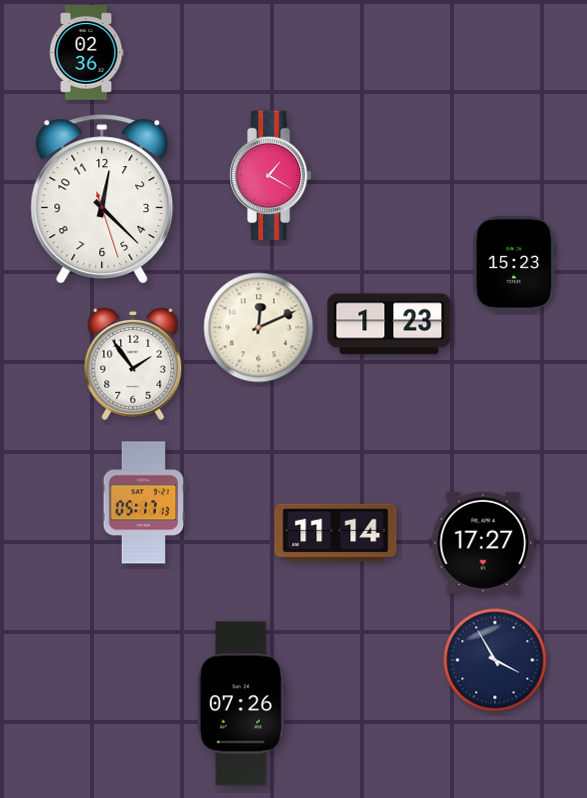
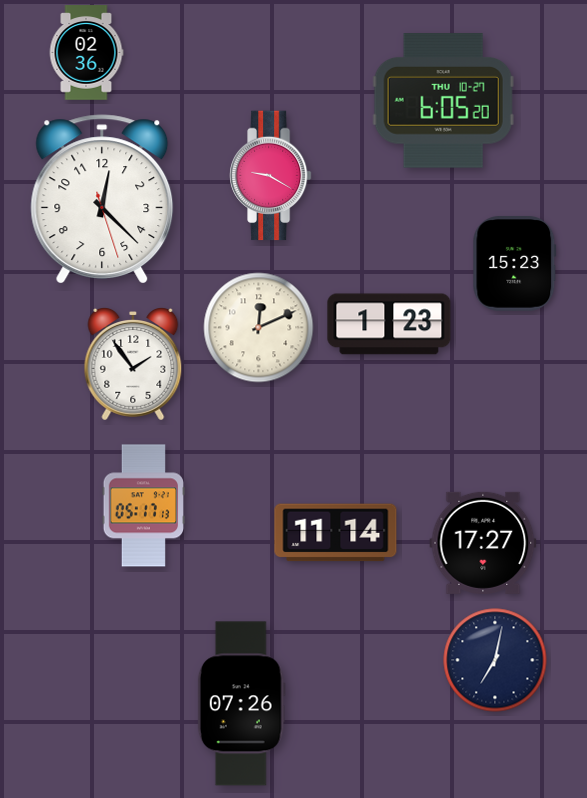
clock at (443, 101): none -> 6:05
clock at (271, 176): 1:20 -> 9:20
clock at (144, 503) position: (144, 503) -> (144, 506)
clock at (495, 660): 3:55 -> 7:02
